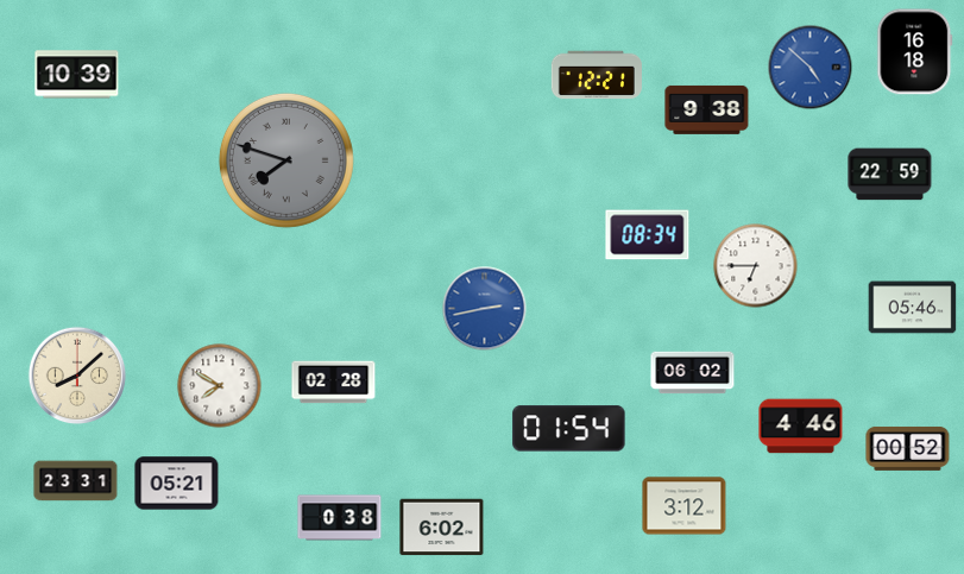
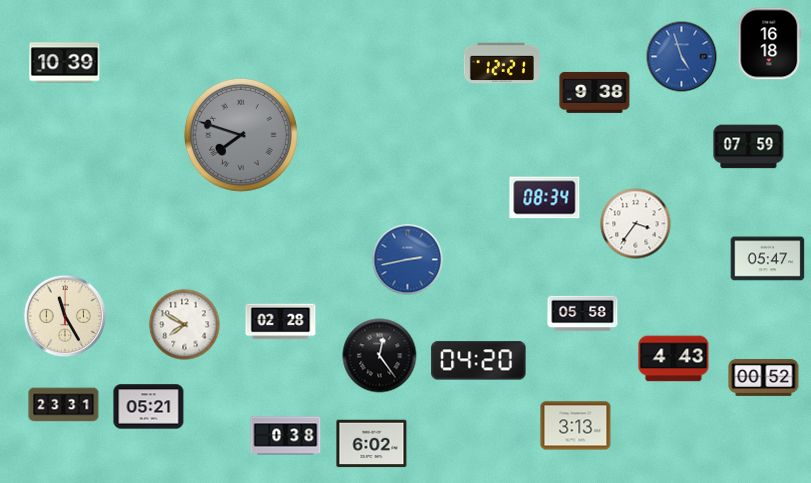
clock at (811, 68): 4:52 -> 4:57
clock at (890, 175): 22:59 -> 07:59
clock at (756, 266): 6:45 -> 3:36
clock at (913, 308): 05:46 -> 05:47
clock at (693, 373): 06:02 -> 05:58
clock at (77, 376): 8:08 -> 11:25
clock at (380, 356): none -> 12:24
clock at (801, 427): 4:46 -> 4:43
clock at (569, 429): 01:54 -> 04:20
clock at (685, 506): 3:12 -> 3:13
